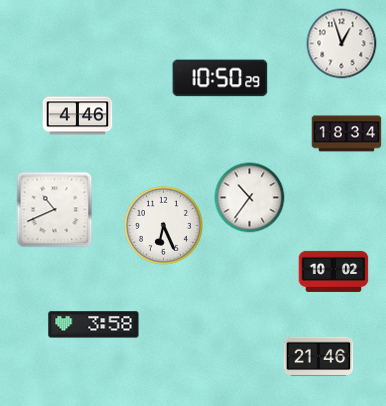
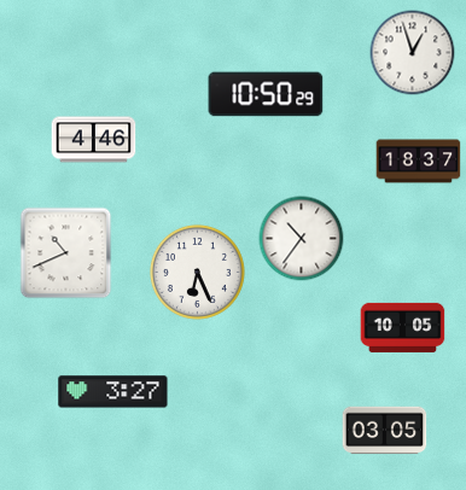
clock at (347, 134): 18:34 -> 18:37
clock at (334, 271): 10:02 -> 10:05
clock at (94, 325): 3:58 -> 3:27
clock at (319, 357): 21:46 -> 03:05
